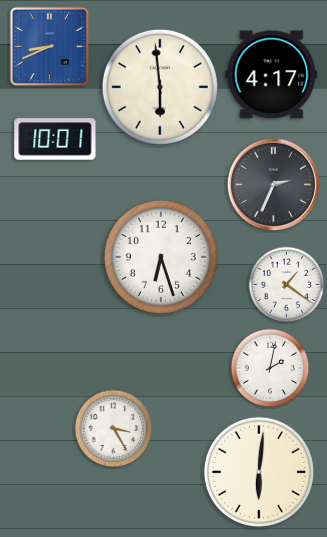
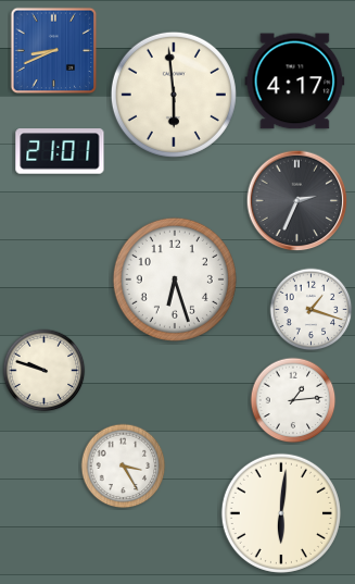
clock at (55, 139): 10:01 -> 21:01
clock at (287, 285): 1:21 -> 1:18
clock at (45, 371): none -> 9:48
clock at (270, 368): 2:02 -> 1:14
